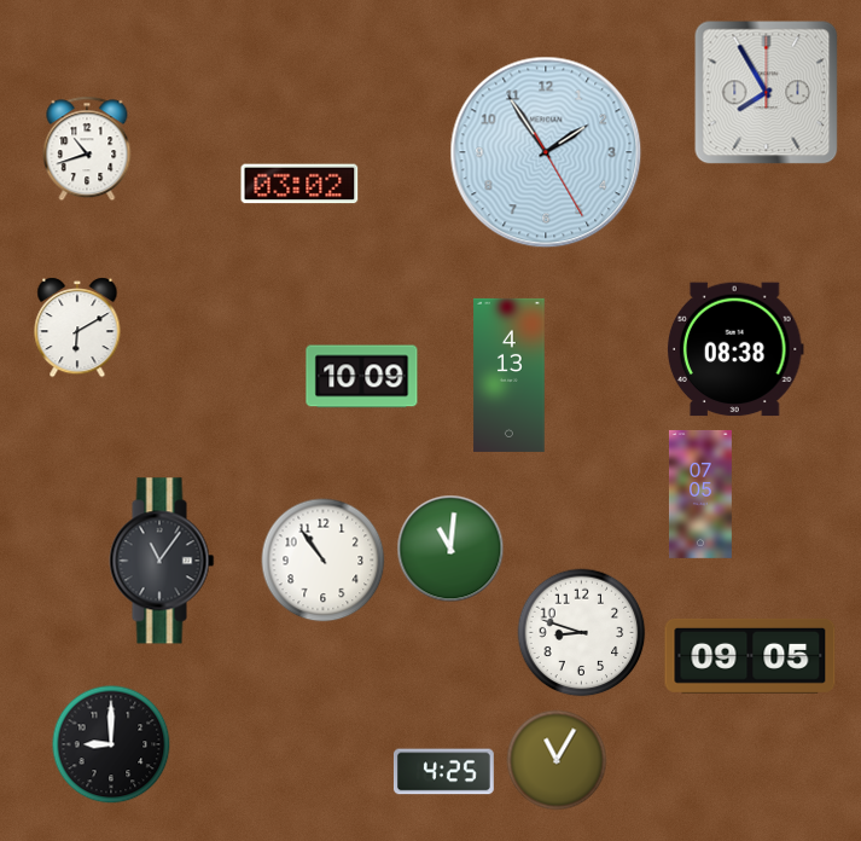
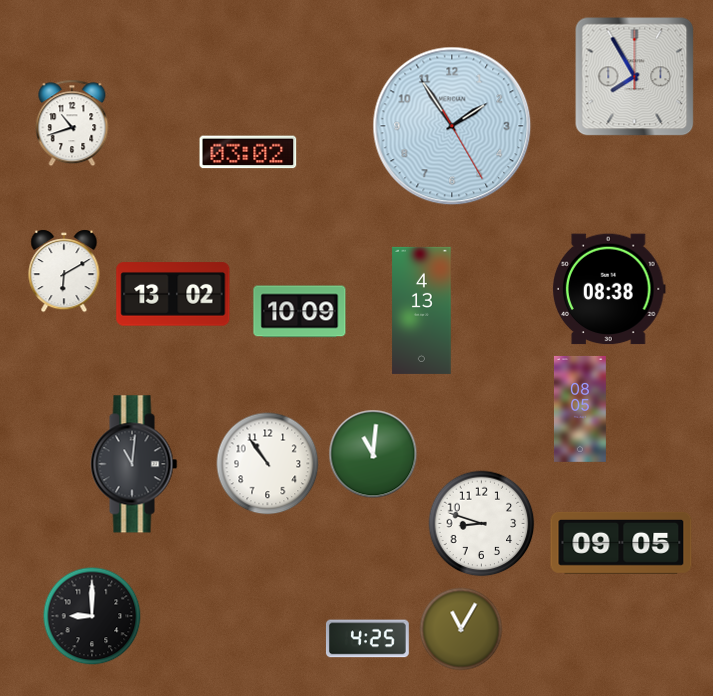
clock at (173, 294): none -> 13:02
clock at (700, 494): 07:05 -> 08:05
clock at (162, 561): 11:06 -> 11:01
